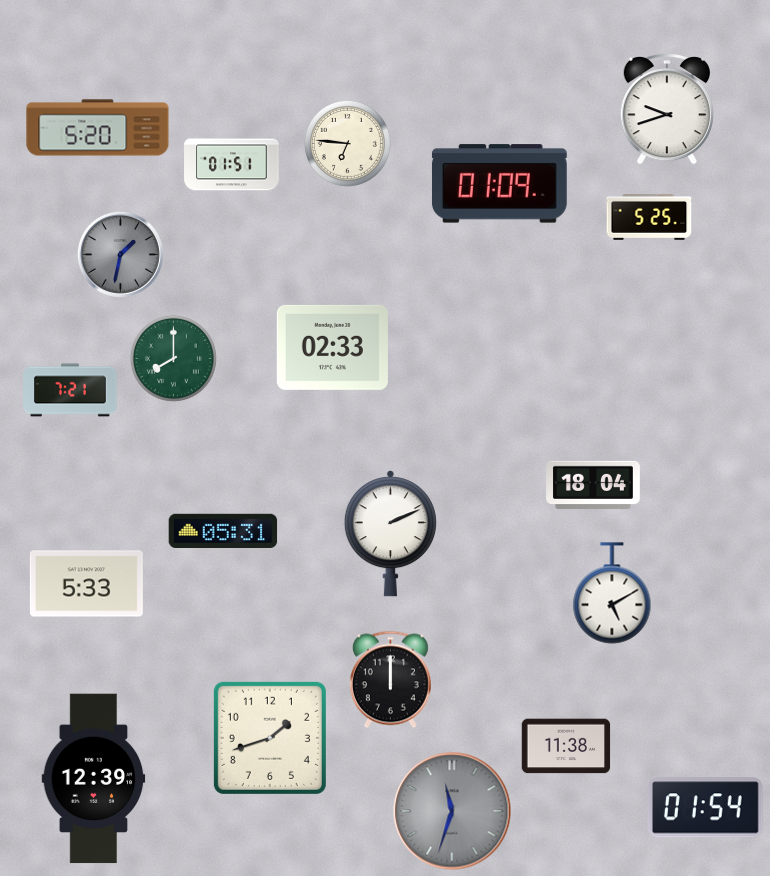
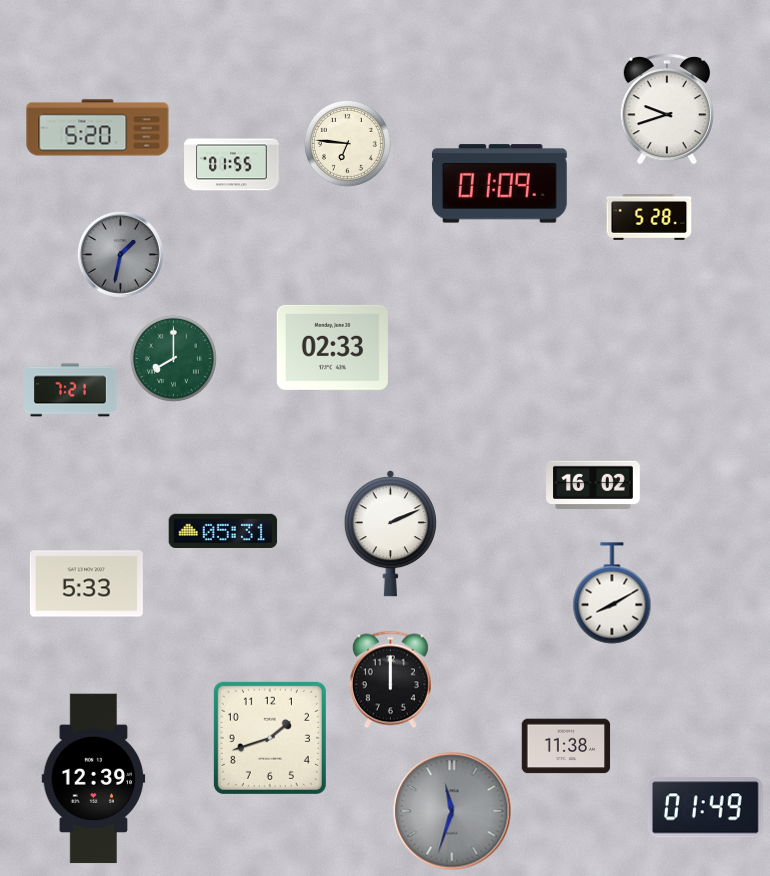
clock at (232, 165): 01:51 -> 01:55
clock at (649, 217): 5:25 -> 5:28
clock at (593, 484): 18:04 -> 16:02
clock at (612, 593): 5:10 -> 8:10
clock at (705, 808): 01:54 -> 01:49
